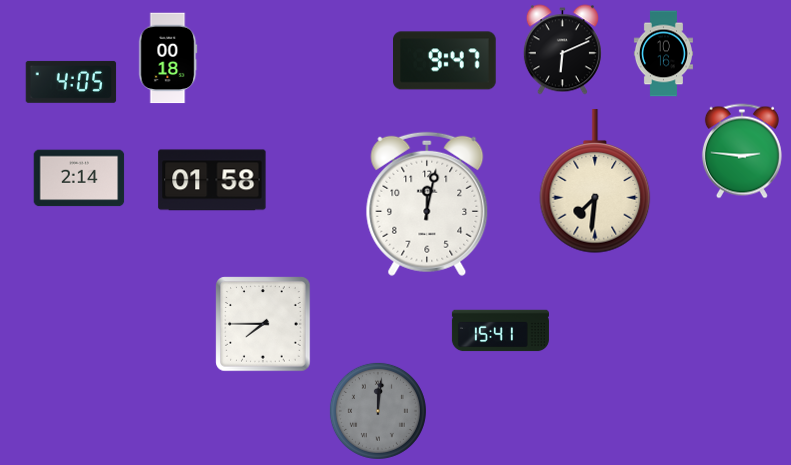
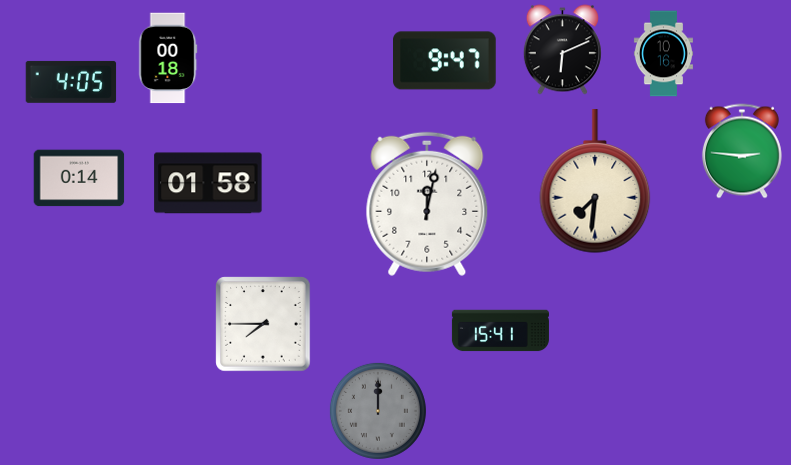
clock at (79, 178): 2:14 -> 0:14
clock at (212, 180) position: (212, 180) -> (208, 183)
clock at (378, 411): 12:01 -> 12:00
